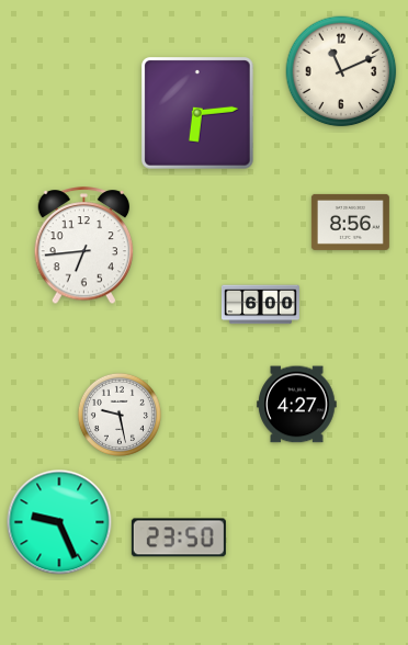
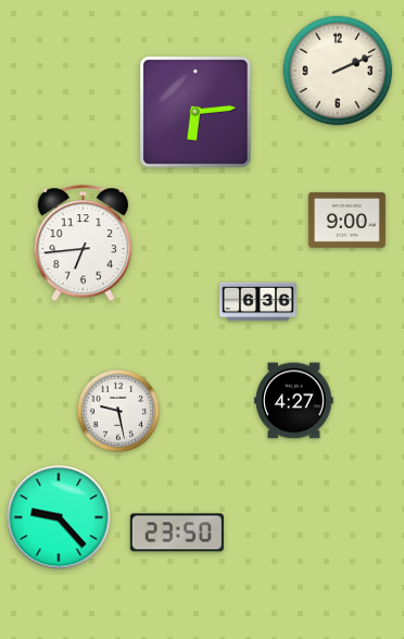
clock at (341, 71): 11:11 -> 2:11
clock at (350, 222): 8:56 -> 9:00
clock at (260, 305): 6:00 -> 6:36
clock at (59, 522): 9:26 -> 9:23
